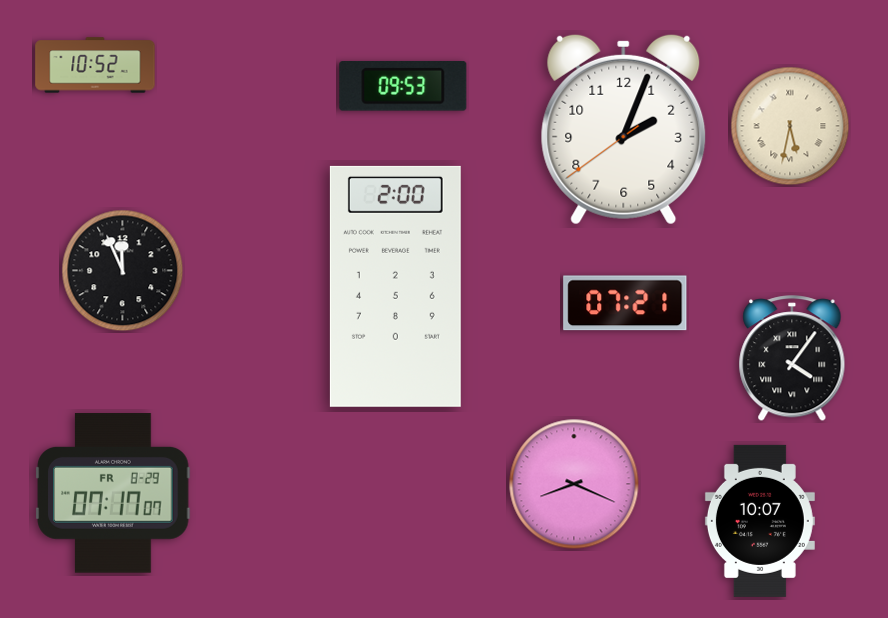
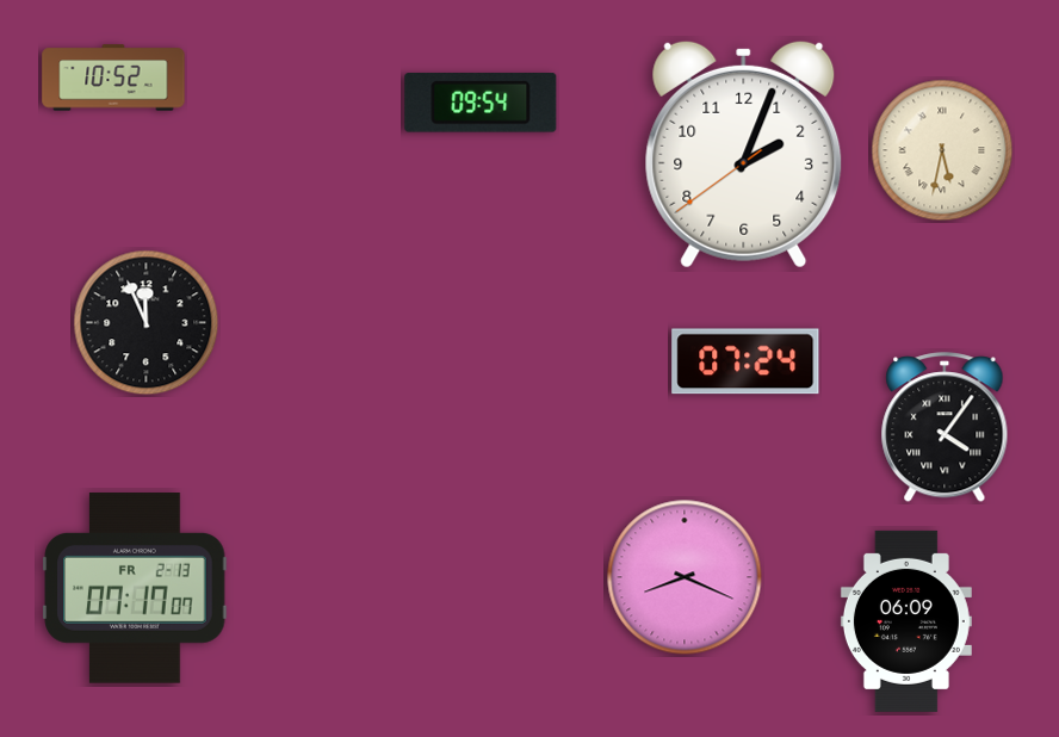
clock at (403, 87): 09:53 -> 09:54
clock at (395, 286): 2:00 -> none
clock at (625, 303): 07:21 -> 07:24
clock at (113, 493) date: FR 8-29 -> FR 2-13
clock at (760, 521): 10:07 -> 06:09
